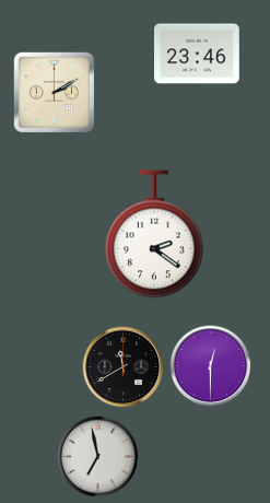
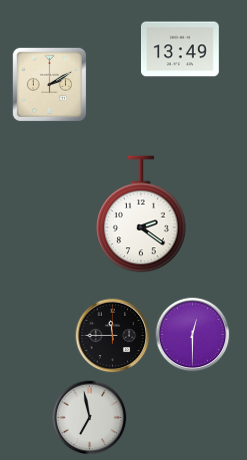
clock at (198, 54): 23:46 -> 13:49
clock at (124, 367): 11:40 -> 11:45
